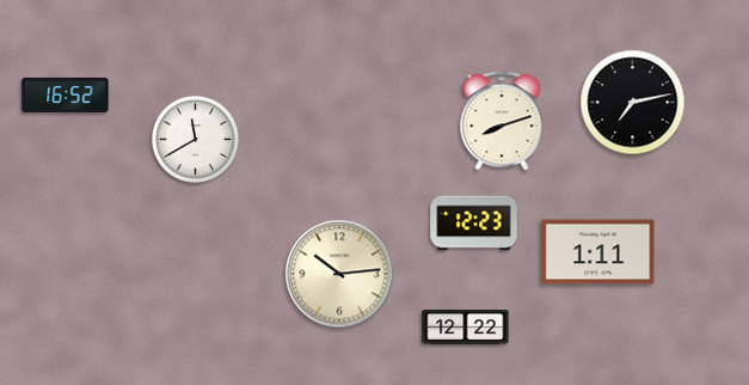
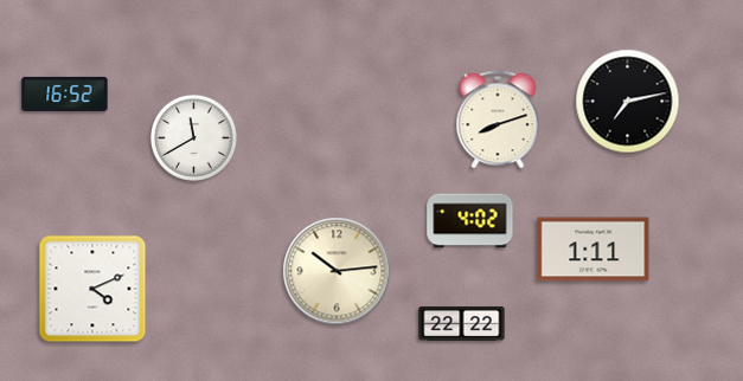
clock at (474, 224): 12:23 -> 4:02
clock at (92, 289): none -> 4:11
clock at (466, 326): 12:22 -> 22:22
